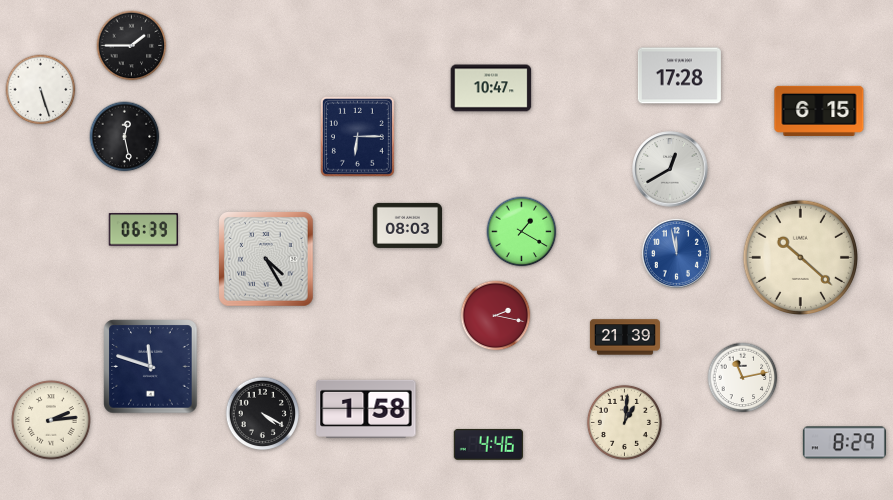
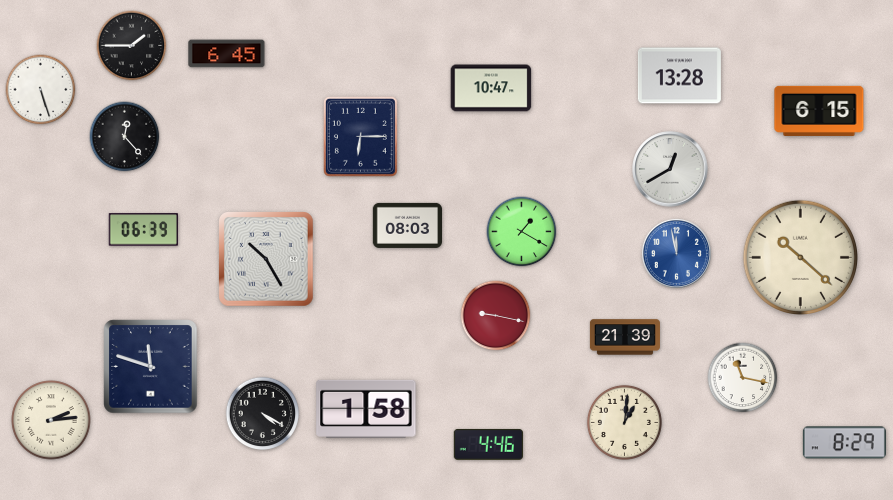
clock at (227, 54): none -> 6:45
clock at (679, 76): 17:28 -> 13:28
clock at (357, 136) position: (357, 136) -> (360, 136)
clock at (125, 137): 12:28 -> 12:23
clock at (267, 260): 4:25 -> 10:25
clock at (496, 316): 2:17 -> 9:17
clock at (743, 378): 11:13 -> 11:17
